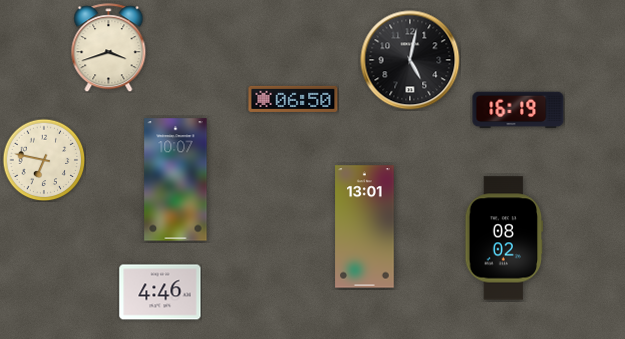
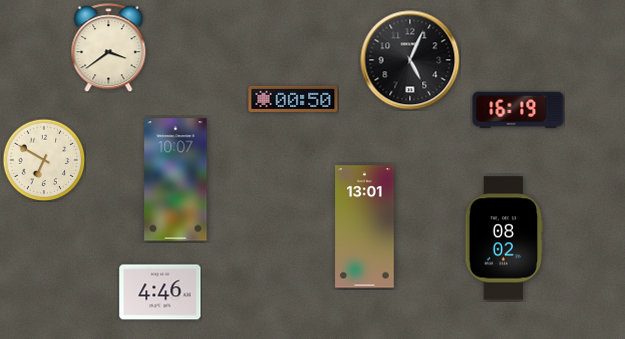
clock at (109, 48): 3:42 -> 3:39
clock at (410, 60): 5:02 -> 5:04
clock at (293, 99): 06:50 -> 00:50
clock at (44, 160): 6:47 -> 6:50
